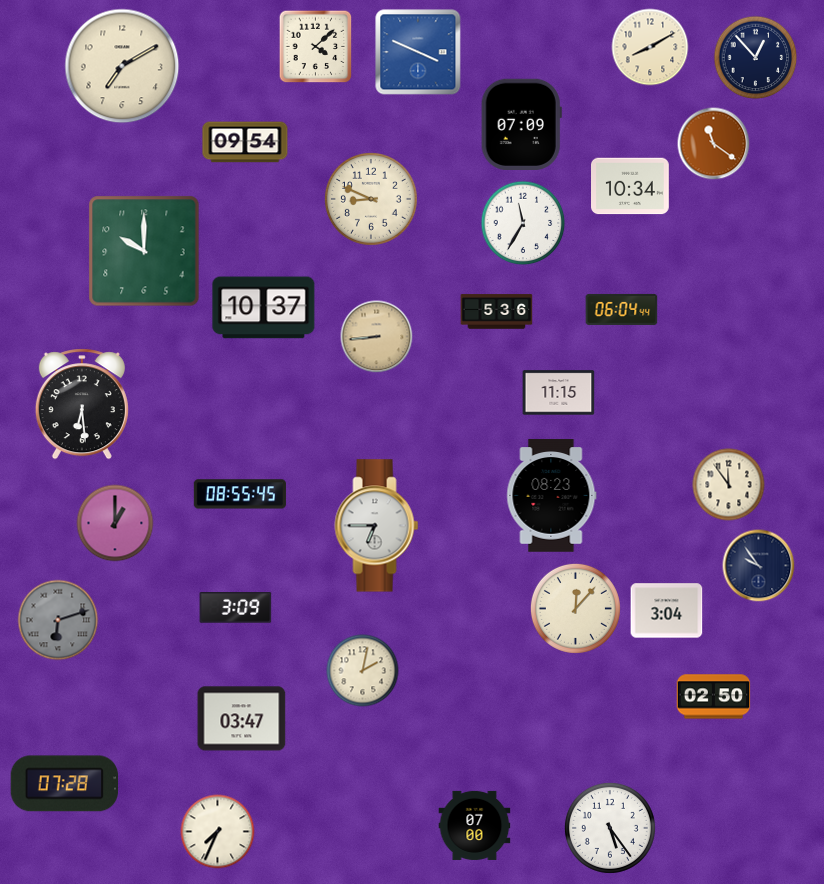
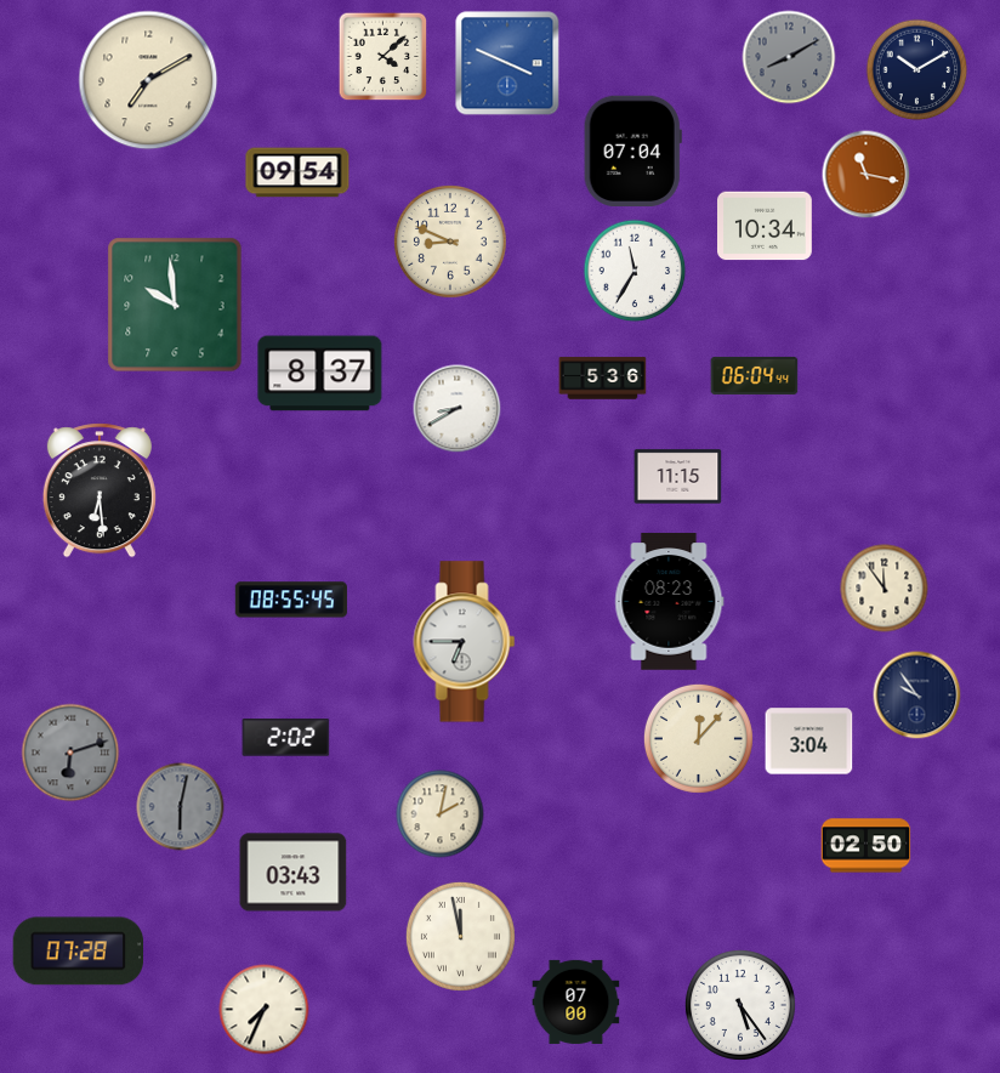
clock at (650, 47) dial: cream -> grey
clock at (756, 58): 12:53 -> 10:10
clock at (521, 124): 07:09 -> 07:04
clock at (714, 144): 11:21 -> 11:17
clock at (144, 251): 10:00 -> 9:59
clock at (264, 308): 10:37 -> 8:37
clock at (377, 337): 8:44 -> 8:40
clock at (377, 337) dial: champagne -> white
clock at (115, 523): 1:00 -> none
clock at (377, 526) position: (377, 526) -> (465, 642)
clock at (759, 566) position: (759, 566) -> (917, 696)
clock at (236, 608): 3:09 -> 2:02
clock at (181, 807): none -> 6:02
clock at (242, 719): 03:47 -> 03:43
clock at (460, 936): none -> 11:58
